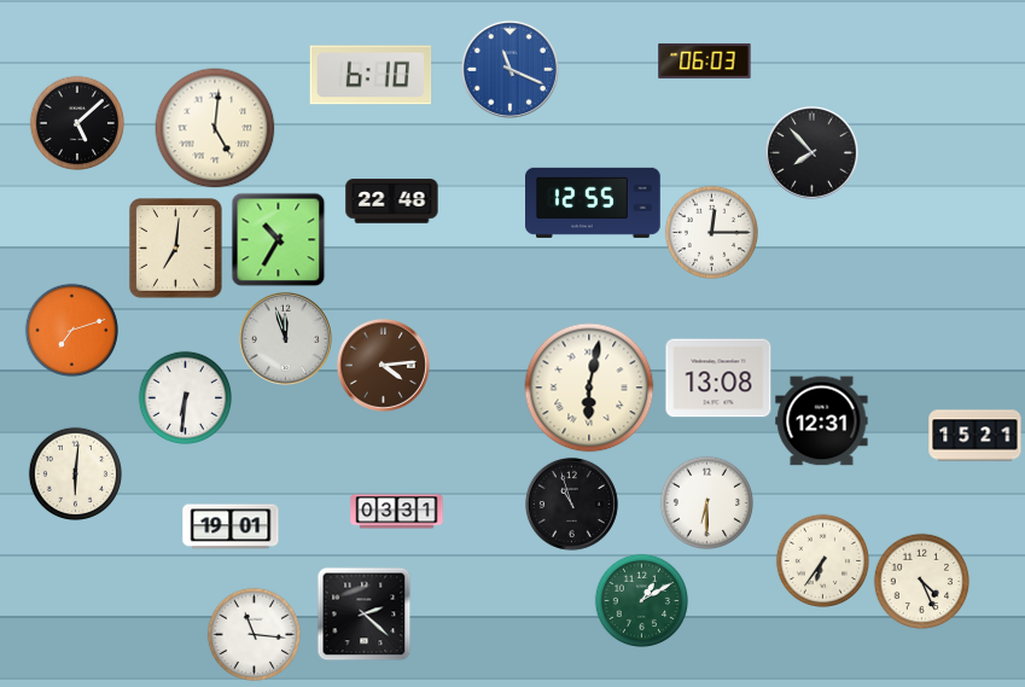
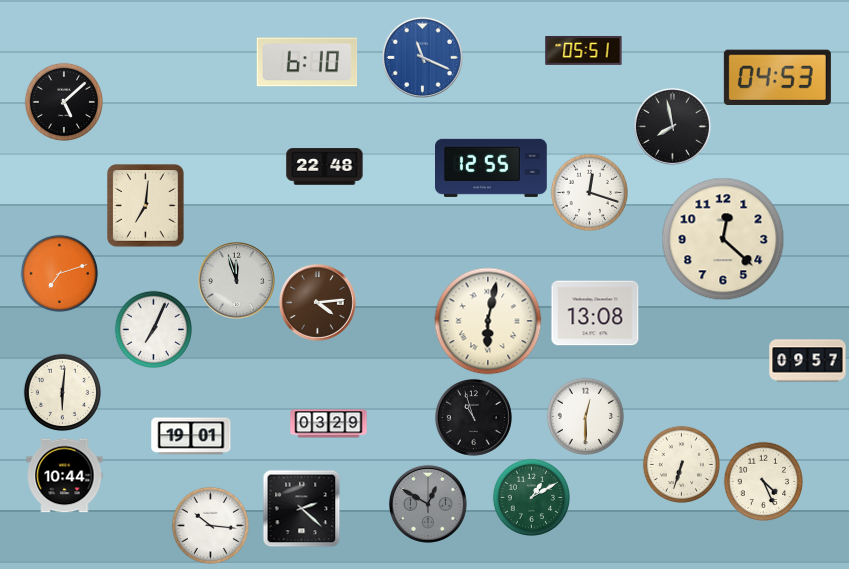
clock at (705, 60): 06:03 -> 05:51
clock at (777, 77): none -> 04:53
clock at (215, 128): 5:01 -> none
clock at (811, 152): 7:53 -> 7:58
clock at (711, 232): 12:15 -> 12:18
clock at (278, 239): 10:35 -> none
clock at (723, 239): none -> 12:22
clock at (185, 397): 6:31 -> 7:04
clock at (822, 421): 12:31 -> none
clock at (976, 436): 15:21 -> 09:57
clock at (706, 502): 6:30 -> 12:30
clock at (397, 512): 03:31 -> 03:29
clock at (822, 560): 6:36 -> 6:33
clock at (65, 476): none -> 10:44
clock at (428, 504): none -> 12:50
clock at (254, 634): 11:16 -> 10:16
